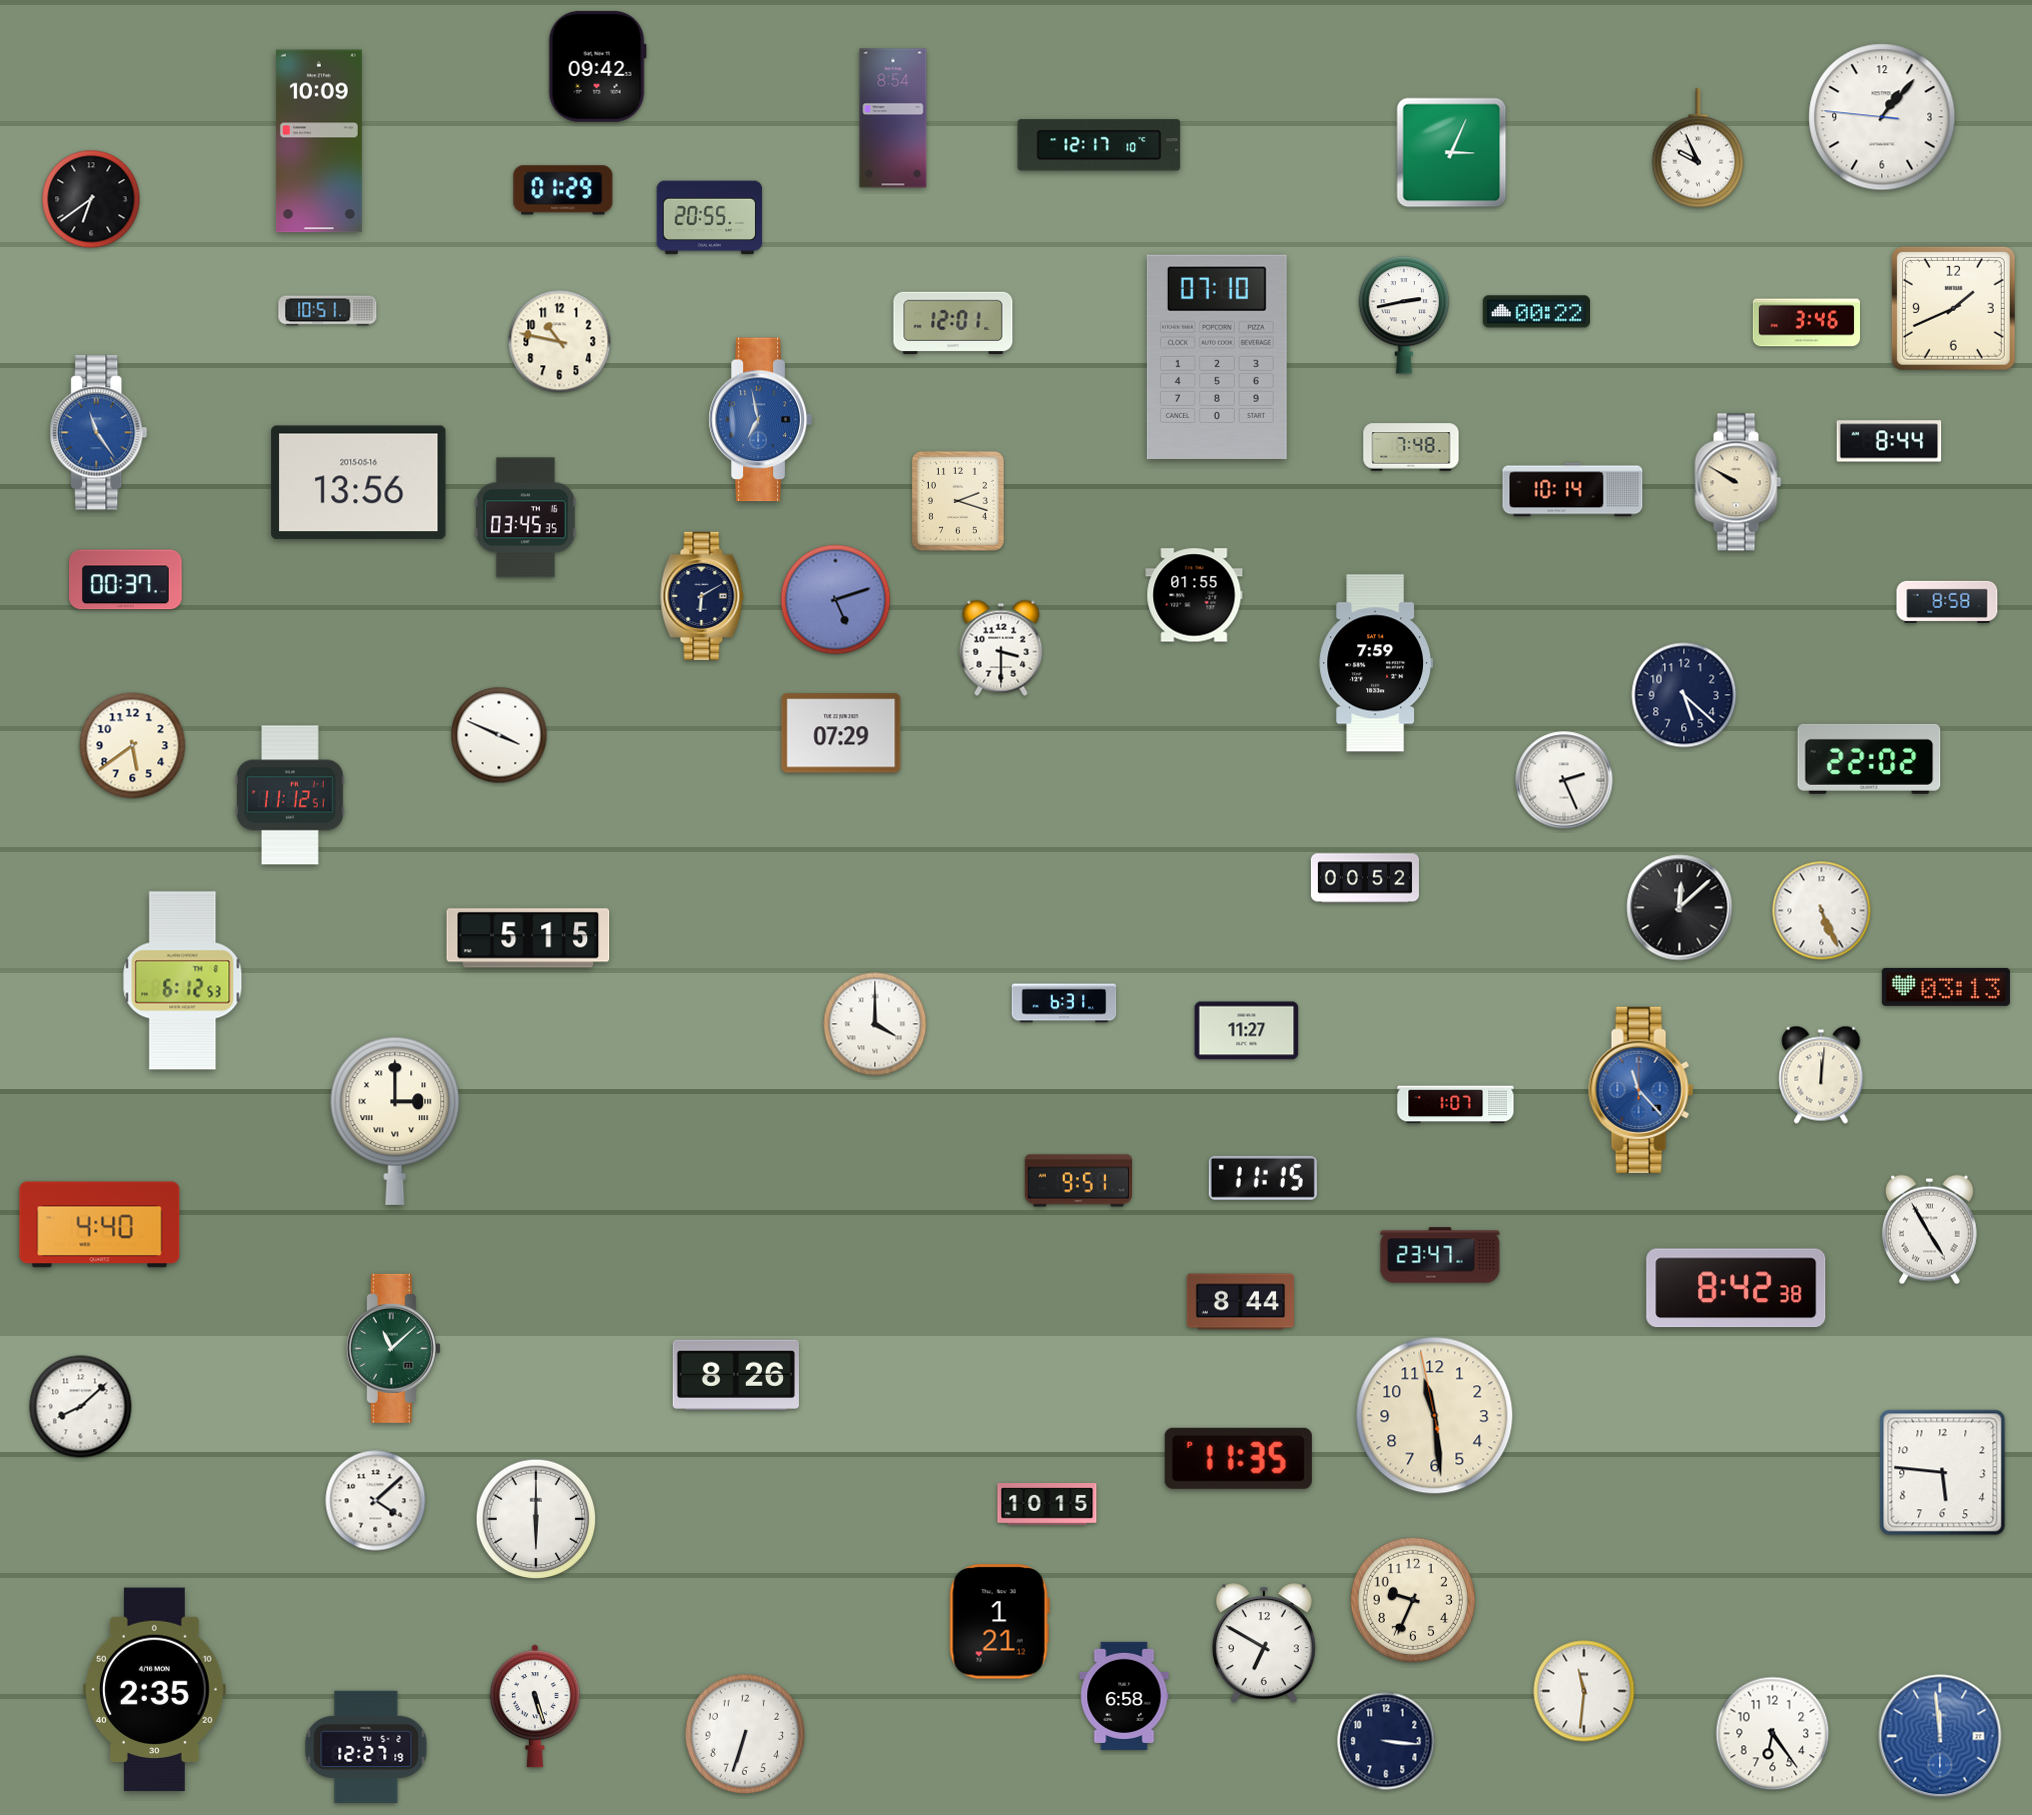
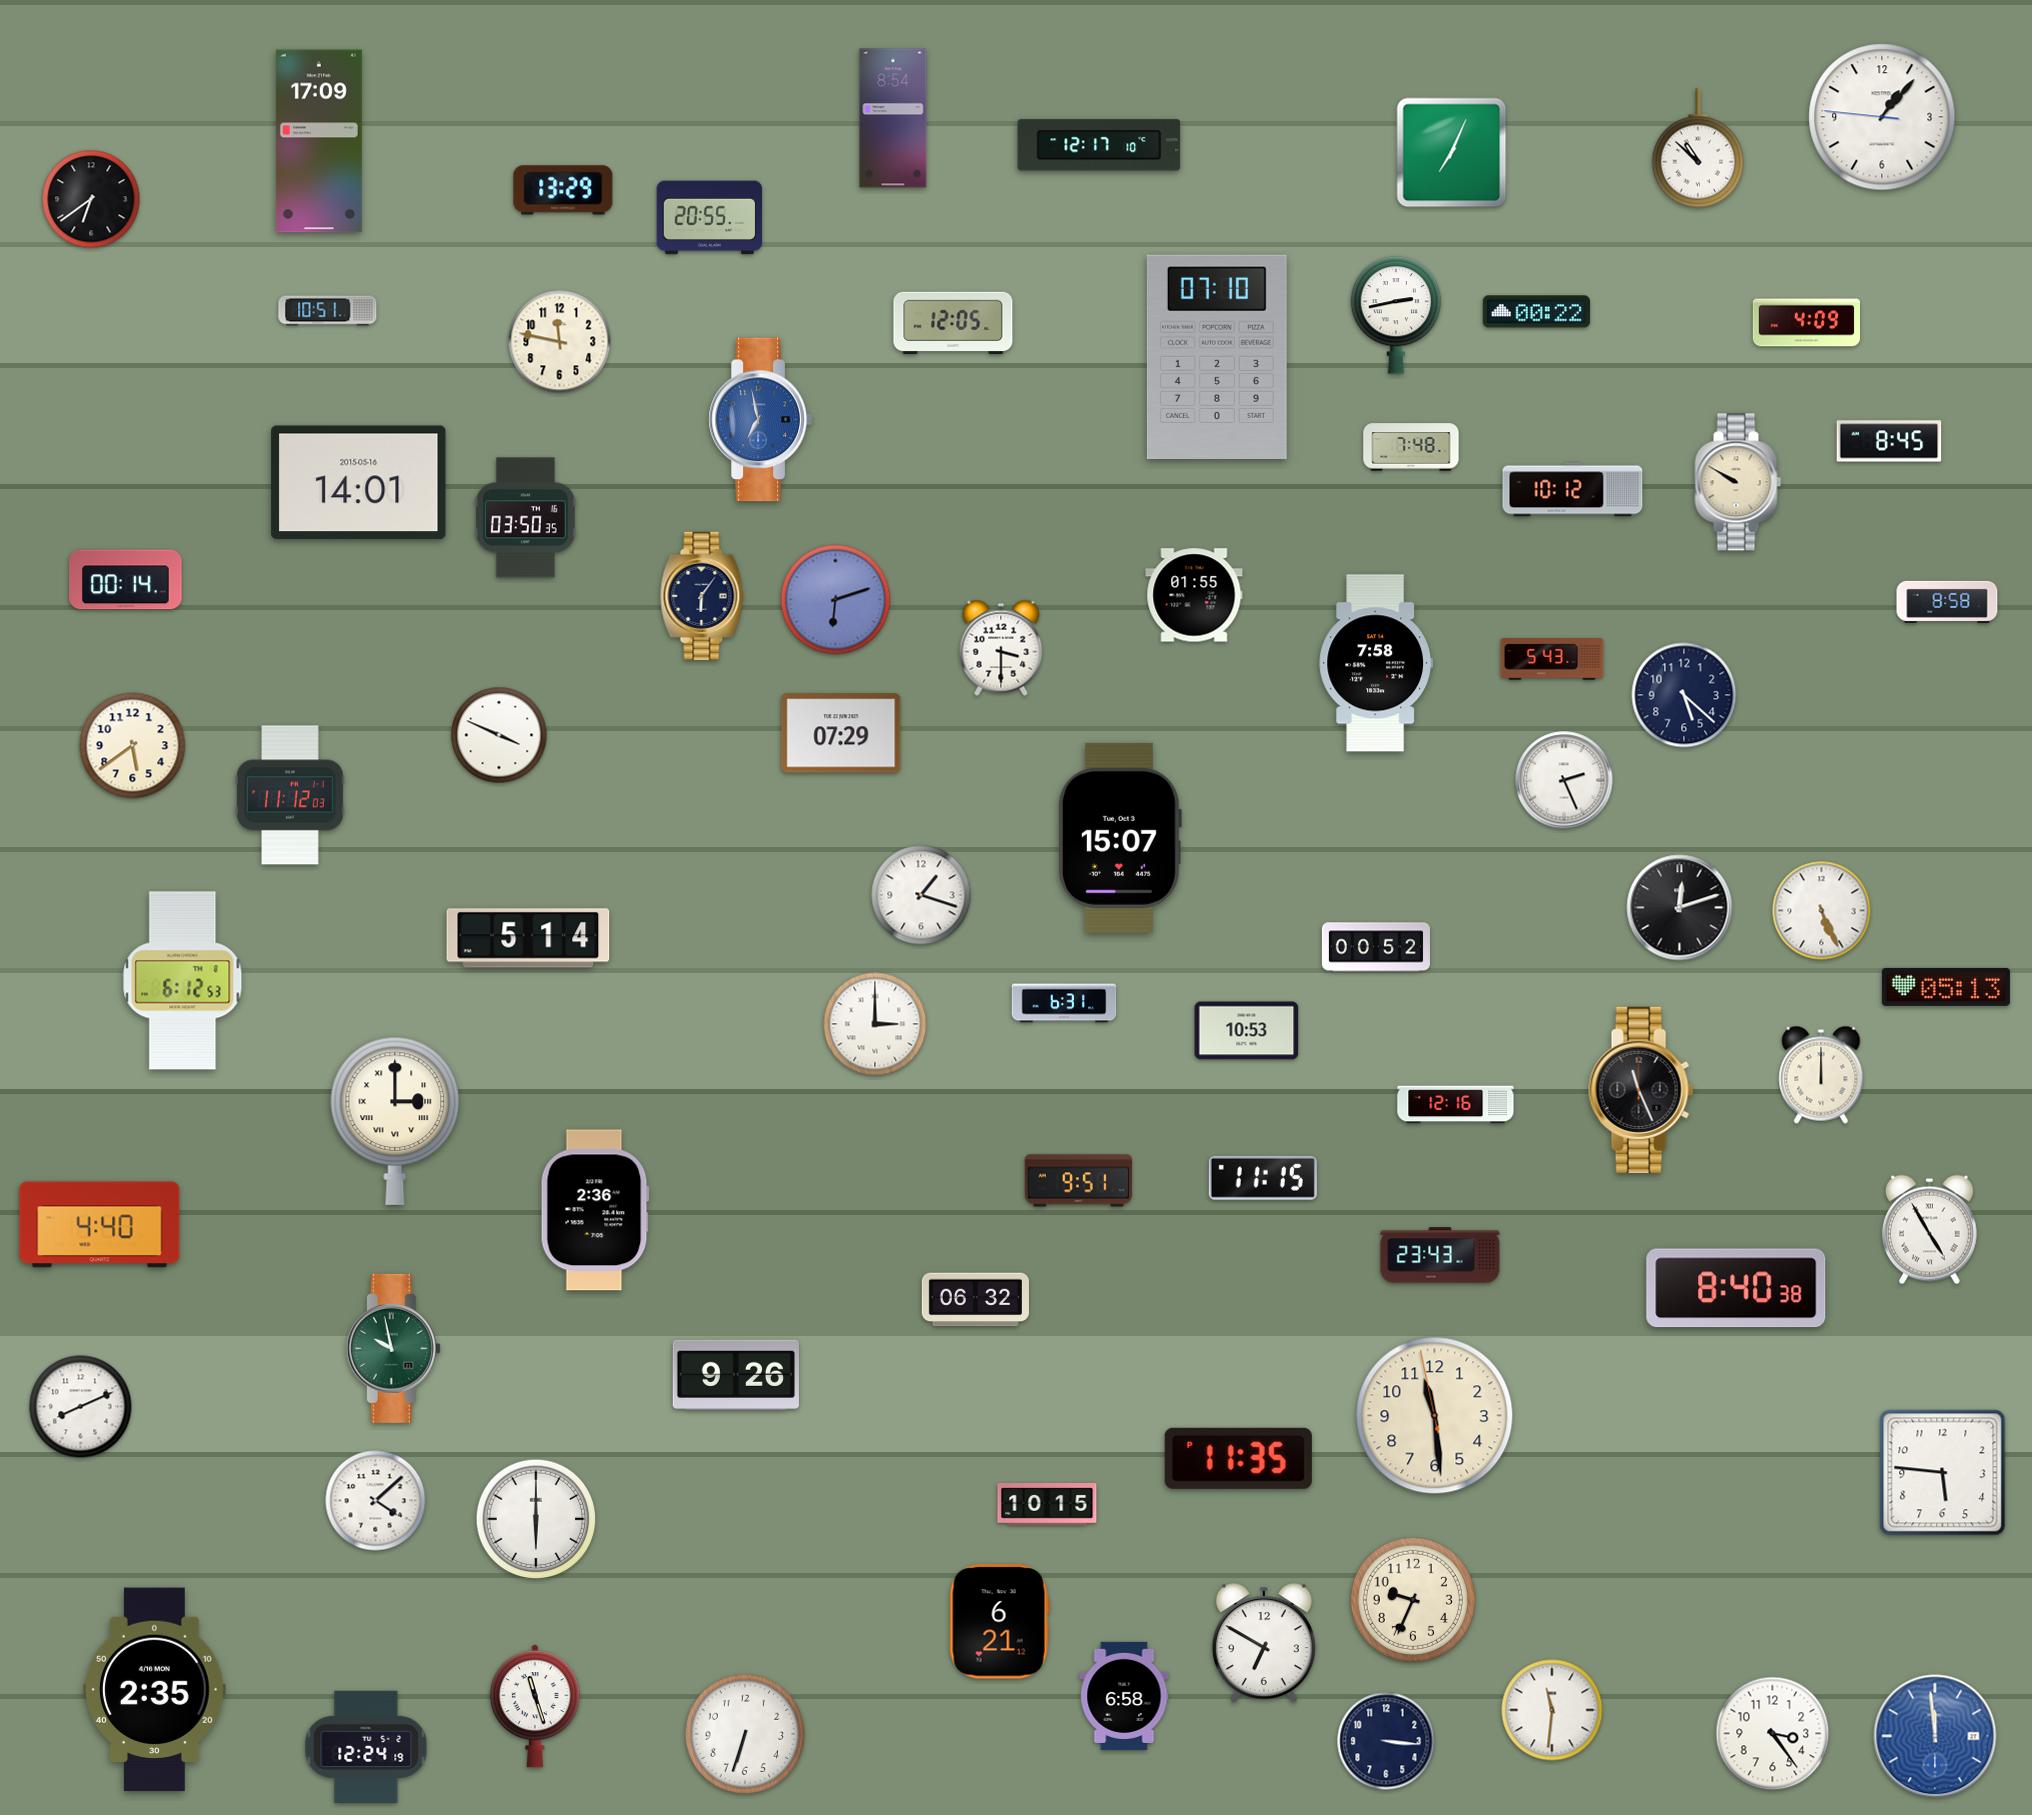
clock at (597, 66): 09:42 -> none
clock at (319, 141): 10:09 -> 17:09
clock at (1698, 148): 9:56 -> 10:52
clock at (1452, 153): 3:04 -> 7:04
clock at (563, 190): 01:29 -> 13:29
clock at (1953, 308): 1:41 -> none
clock at (1404, 315) position: (1404, 315) -> (1396, 315)
clock at (953, 323): 12:01 -> 12:05
clock at (1806, 323): 3:46 -> 4:09
clock at (560, 342): 10:47 -> 11:47
clock at (99, 433): 11:24 -> none
clock at (1889, 441): 8:44 -> 8:45
clock at (359, 483): 13:56 -> 14:01
clock at (1573, 490): 10:14 -> 10:12
clock at (958, 501): 2:18 -> none
clock at (525, 518): 03:45 -> 03:50
clock at (126, 580): 00:37 -> 00:14
clock at (702, 596): 6:10 -> 6:06
clock at (836, 600): 5:12 -> 6:12
clock at (1552, 659): none -> 5:43
clock at (1375, 663): 7:59 -> 7:58
clock at (1869, 759): 22:02 -> none
clock at (290, 795): 11:12:51 -> 11:12:03
clock at (1119, 838): none -> 15:07
clock at (1365, 878) position: (1365, 878) -> (1376, 947)
clock at (921, 895): none -> 1:18
clock at (1680, 908): 12:08 -> 12:12
clock at (528, 938): 5:15 -> 5:14
clock at (1946, 987): 03:13 -> 05:13
clock at (875, 1024): 4:00 -> 3:00
clock at (1247, 1031): 11:27 -> 10:53
clock at (1821, 1075): 12:01 -> 12:00
clock at (1641, 1090): 11:23 -> 11:26
clock at (1641, 1090) dial: blue -> black
clock at (1456, 1105): 1:07 -> 12:16
clock at (595, 1210): none -> 2:36
clock at (1440, 1255): 23:47 -> 23:43
clock at (1736, 1288): 8:42 -> 8:40
clock at (975, 1300): none -> 06:32
clock at (1240, 1302): 8:44 -> none
clock at (393, 1348): 11:08 -> 9:58
clock at (736, 1375): 8:26 -> 9:26
clock at (81, 1407): 8:08 -> 8:11
clock at (999, 1622): 1:21 -> 6:21
clock at (1584, 1691) position: (1584, 1691) -> (1552, 1710)
clock at (535, 1706): 5:27 -> 11:27
clock at (1773, 1734): 6:24 -> 3:24
clock at (1940, 1736) position: (1940, 1736) -> (1935, 1736)
clock at (366, 1747): 12:27 -> 12:24
